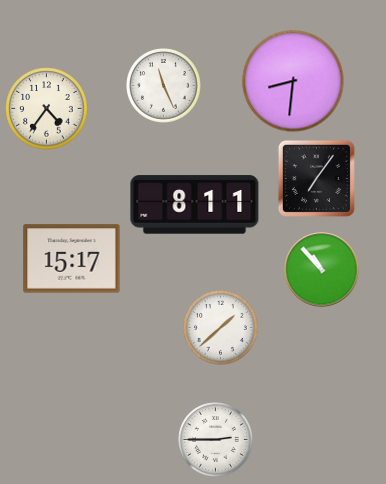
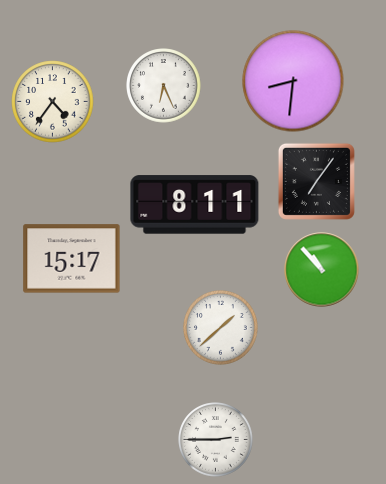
clock at (164, 86): 11:26 -> 6:26
clock at (47, 109) position: (47, 109) -> (53, 102)
clock at (316, 178) position: (316, 178) -> (316, 181)
